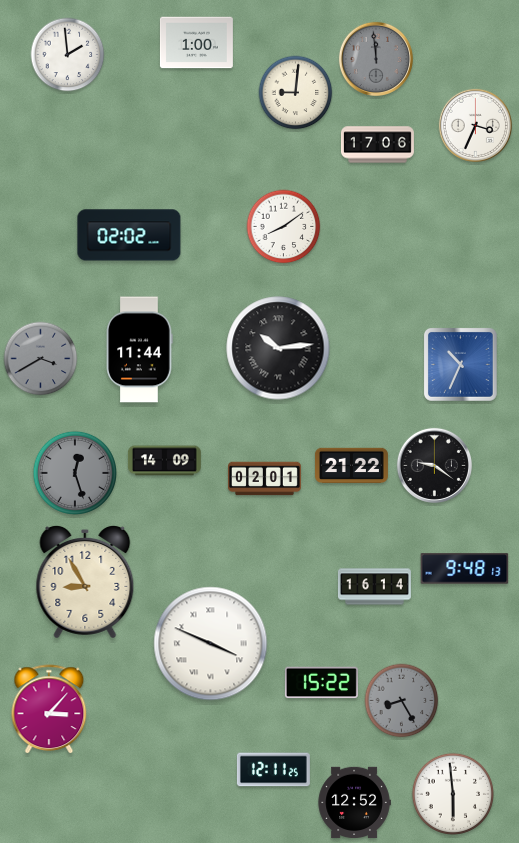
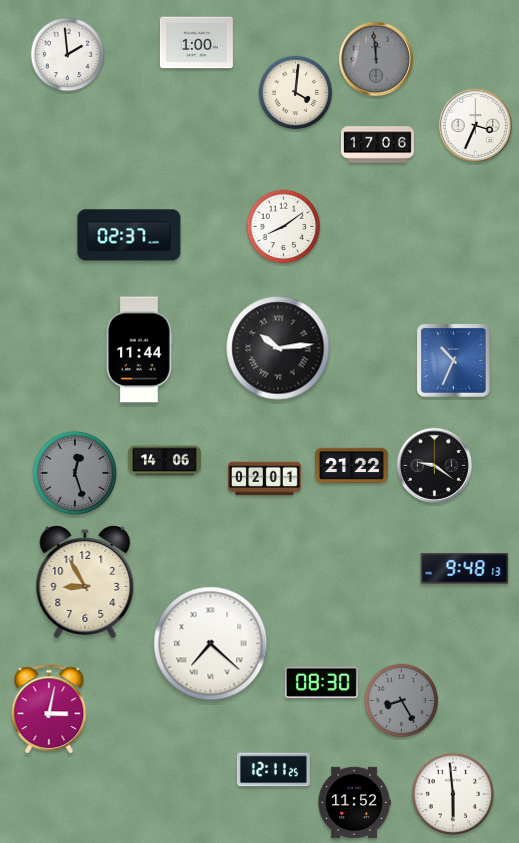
clock at (296, 93): 9:01 -> 4:01
clock at (129, 235): 02:02 -> 02:37
clock at (41, 359): 3:40 -> none
clock at (461, 365) position: (461, 365) -> (454, 361)
clock at (164, 461): 14:09 -> 14:06
clock at (374, 587): 16:14 -> none
clock at (211, 644): 3:49 -> 7:22
clock at (321, 683): 15:22 -> 08:30
clock at (49, 710): 3:07 -> 3:02
clock at (354, 803): 12:52 -> 11:52
